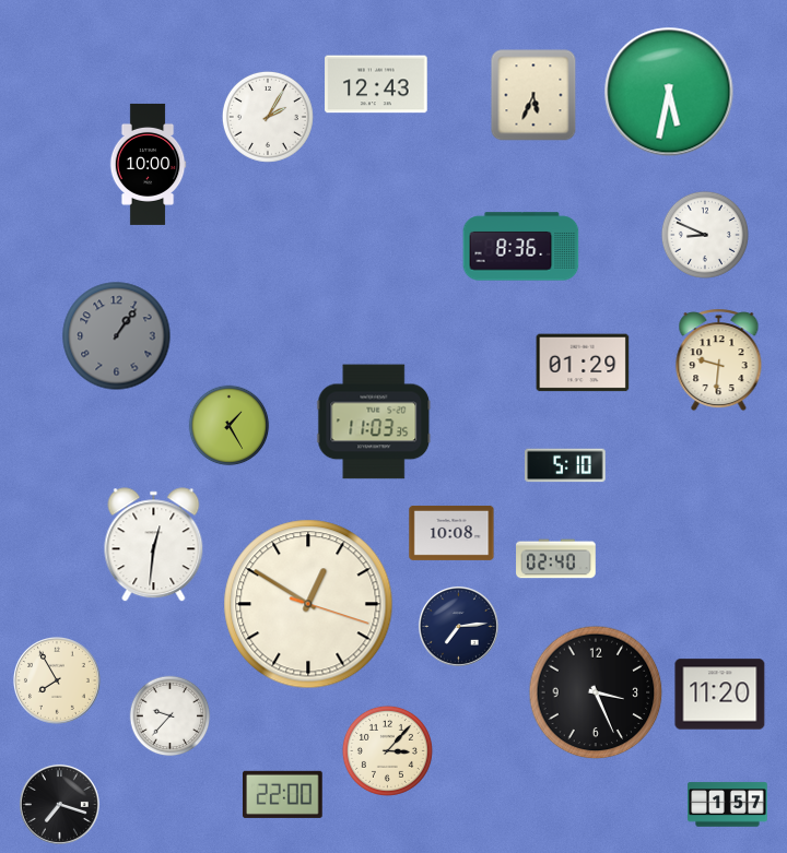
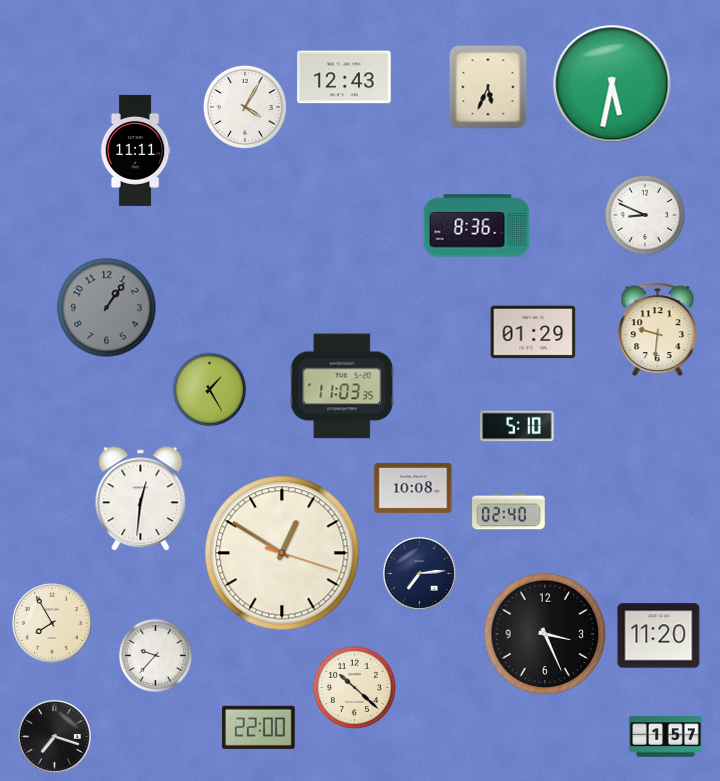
clock at (268, 117): 2:05 -> 4:05
clock at (148, 164): 10:00 -> 11:11
clock at (387, 750): 3:07 -> 10:22
